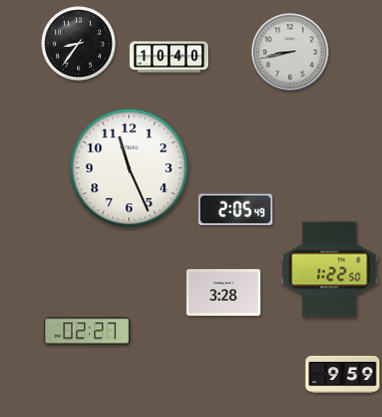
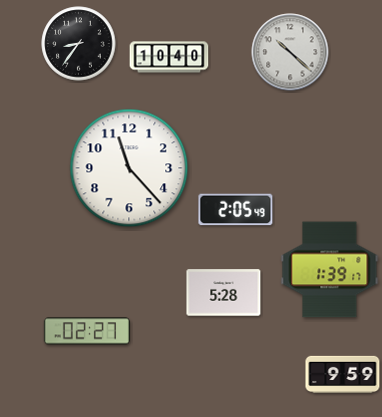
clock at (290, 52): 8:43 -> 10:22
clock at (129, 168): 11:26 -> 11:23
clock at (330, 270): 1:22 -> 1:39
clock at (224, 293): 3:28 -> 5:28
